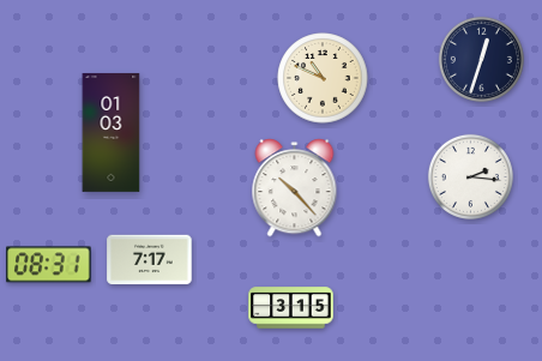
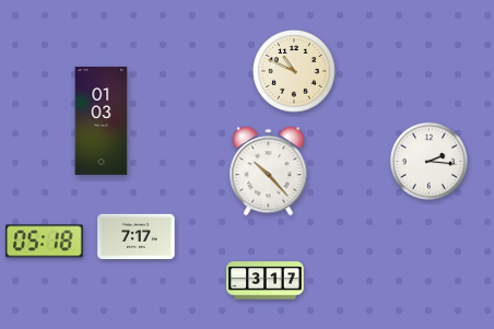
clock at (481, 59): 12:33 -> none
clock at (49, 265): 08:31 -> 05:18
clock at (291, 308): 3:15 -> 3:17
